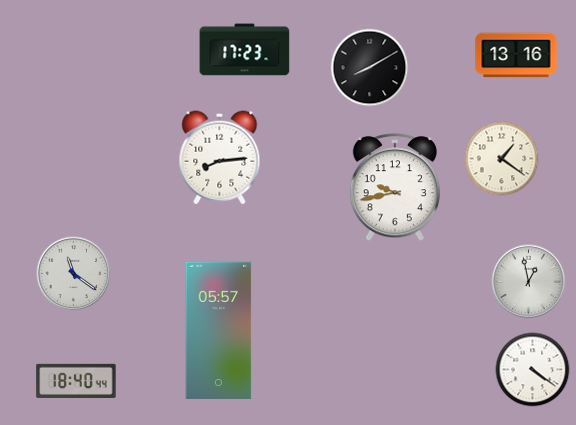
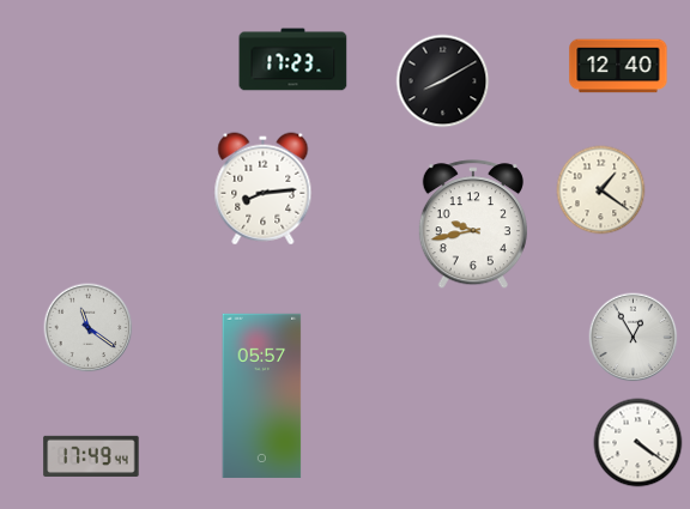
clock at (516, 55): 13:16 -> 12:40
clock at (529, 282): 12:58 -> 12:55
clock at (76, 381): 18:40 -> 17:49
